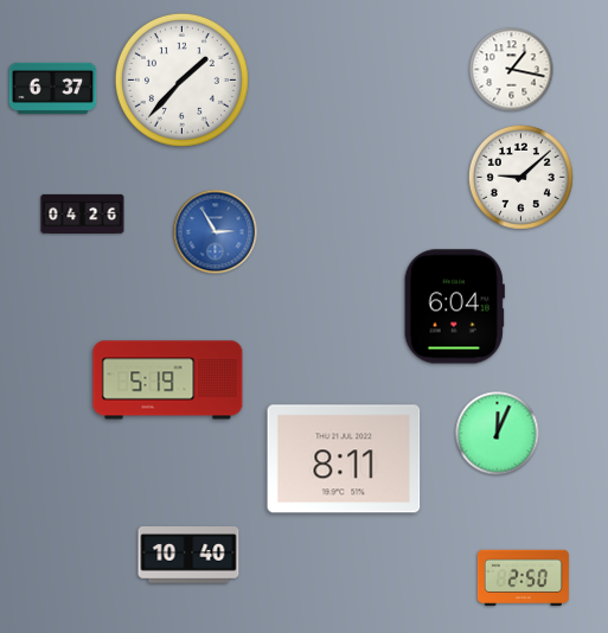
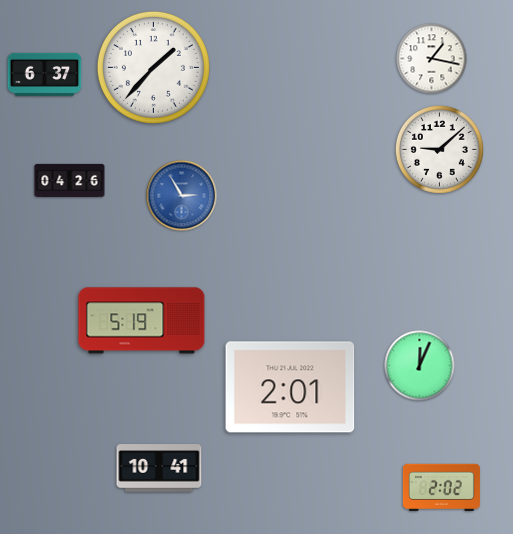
clock at (454, 307): 6:04 -> none
clock at (344, 459): 8:11 -> 2:01
clock at (188, 555): 10:40 -> 10:41
clock at (523, 577): 2:50 -> 2:02
